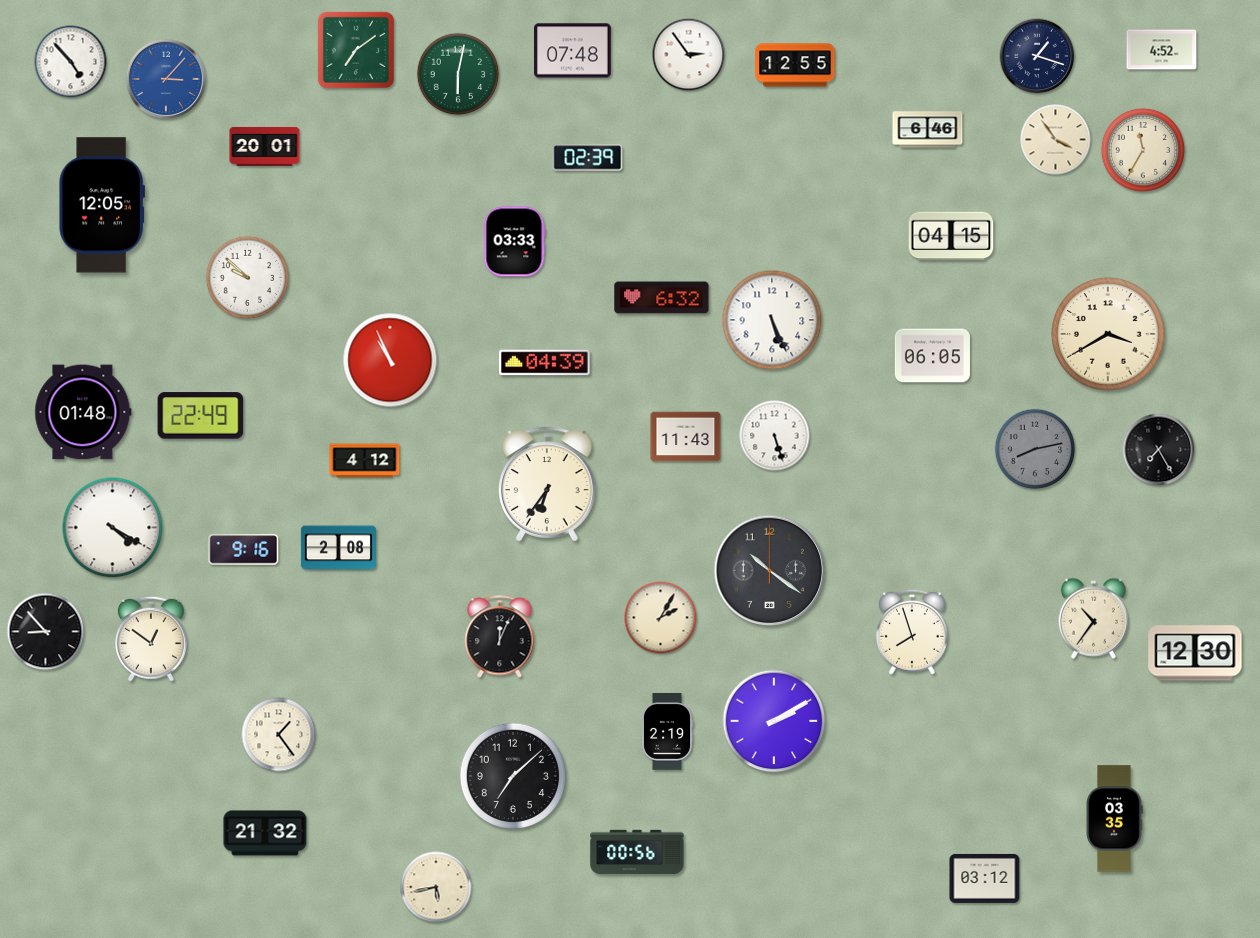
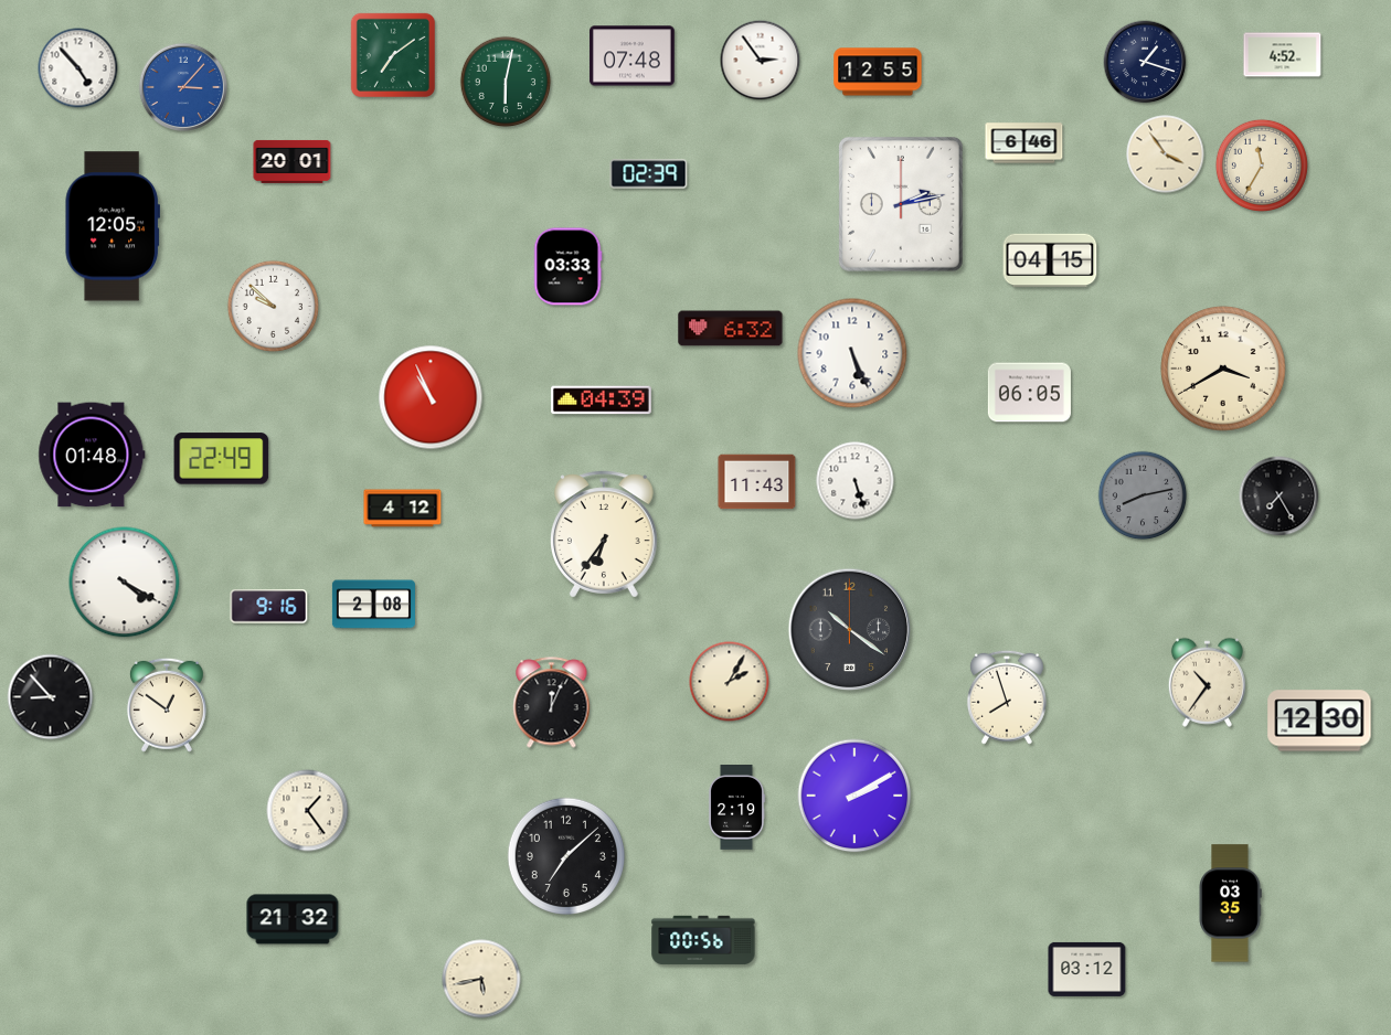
clock at (901, 204): none -> 2:13
